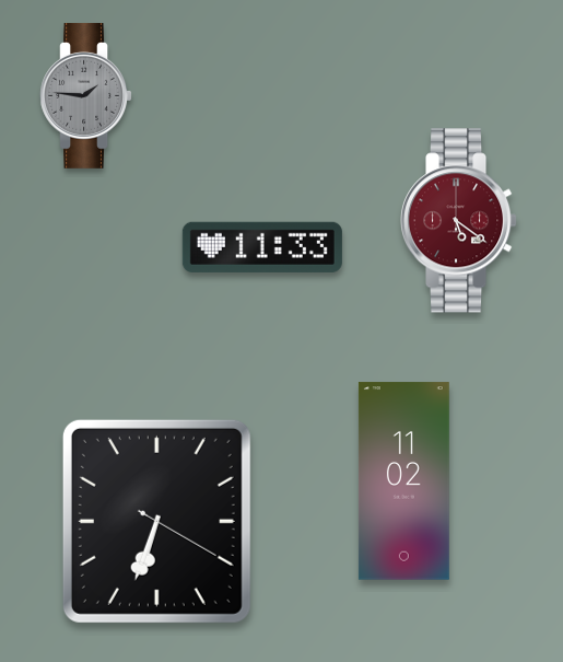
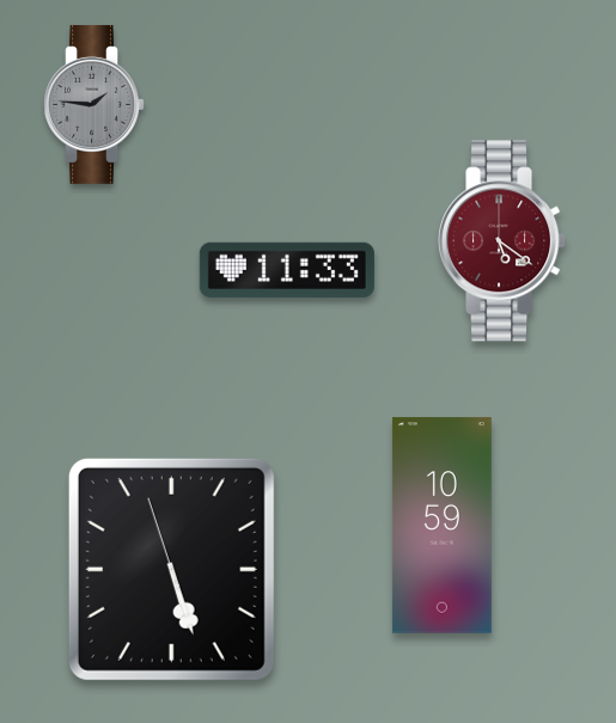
clock at (403, 481): 11:02 -> 10:59
clock at (156, 521): 6:33 -> 5:26
